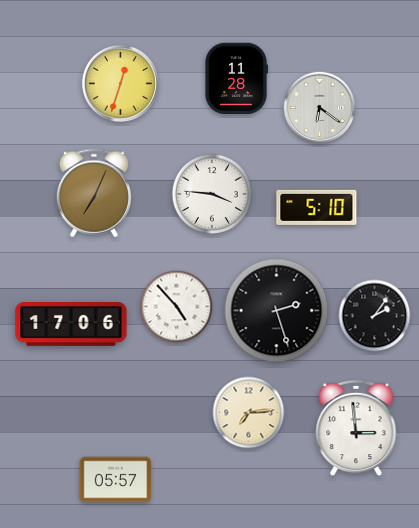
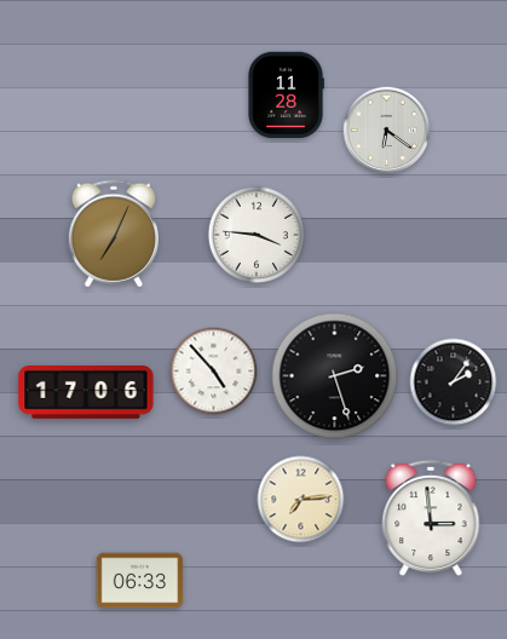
clock at (120, 83): 12:33 -> none
clock at (317, 207): 5:10 -> none
clock at (116, 480): 05:57 -> 06:33
